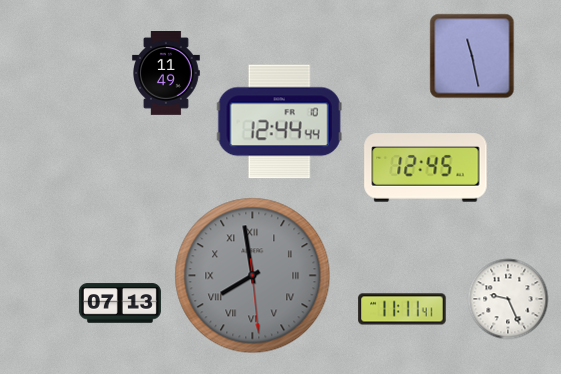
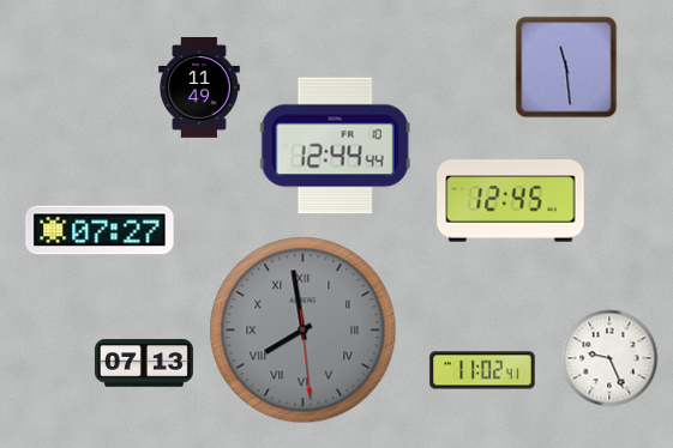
clock at (472, 56): 11:28 -> 11:29
clock at (100, 230): none -> 07:27
clock at (402, 309): 11:11 -> 11:02
